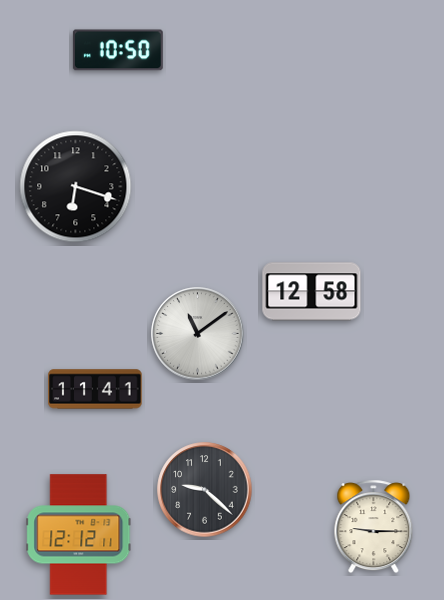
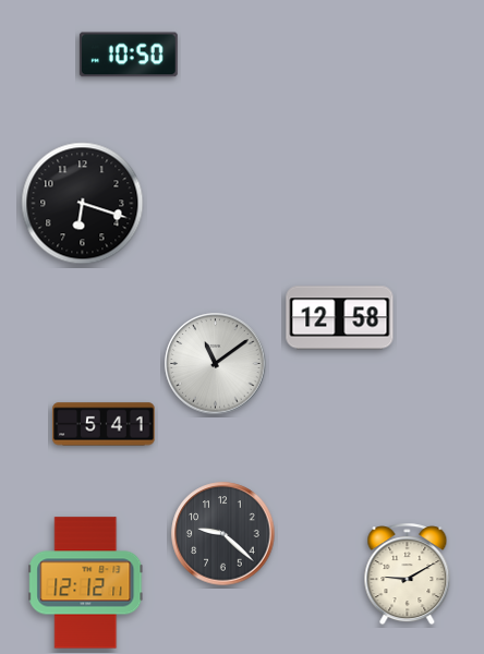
clock at (95, 389): 11:41 -> 5:41
clock at (374, 527): 9:15 -> 9:10
